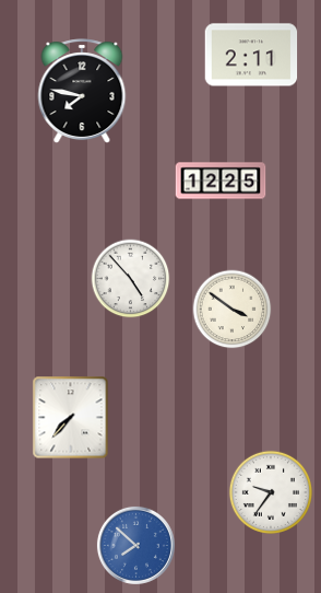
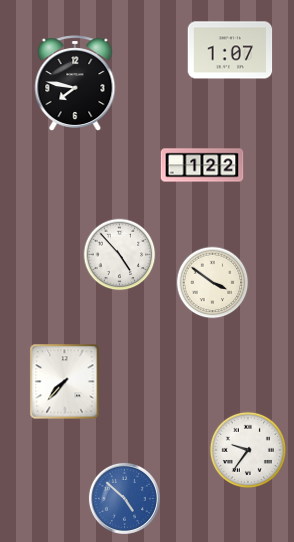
clock at (251, 55): 2:11 -> 1:07
clock at (221, 181): 12:25 -> 1:22
clock at (135, 545): 7:52 -> 4:52
